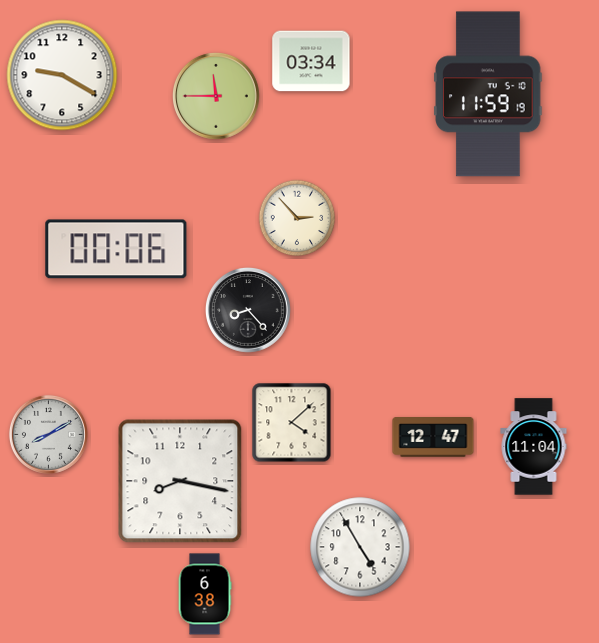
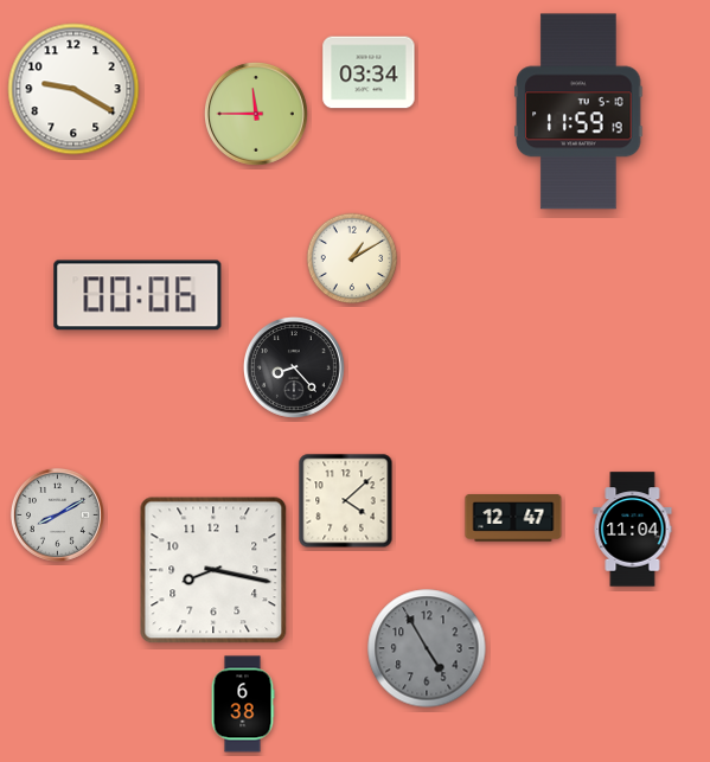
clock at (297, 218): 2:53 -> 1:10
clock at (360, 547) dial: white -> grey
